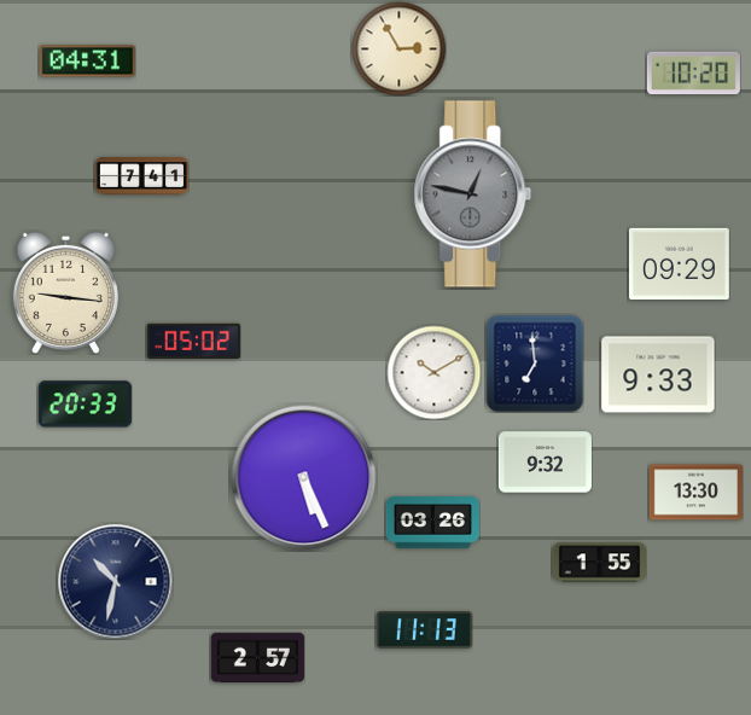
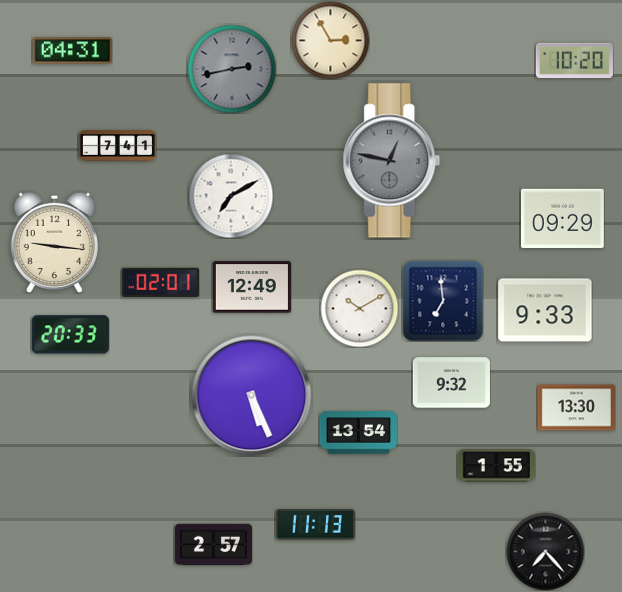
clock at (232, 69): none -> 2:43
clock at (231, 196): none -> 7:10
clock at (193, 341): 05:02 -> 02:01
clock at (252, 287): none -> 12:49
clock at (432, 523): 03:26 -> 13:54
clock at (115, 581): 10:32 -> none
clock at (424, 630) position: (424, 630) -> (315, 525)
clock at (545, 551): none -> 7:23
